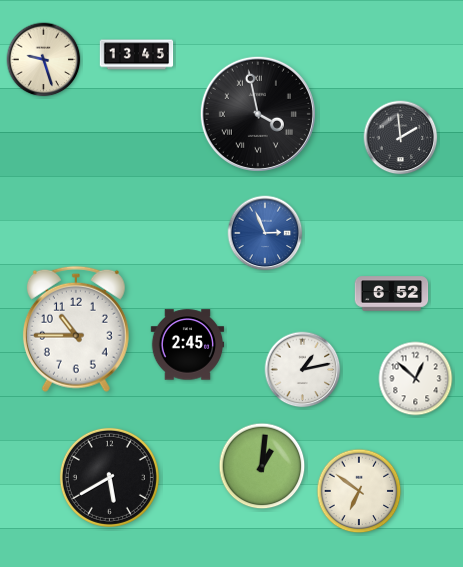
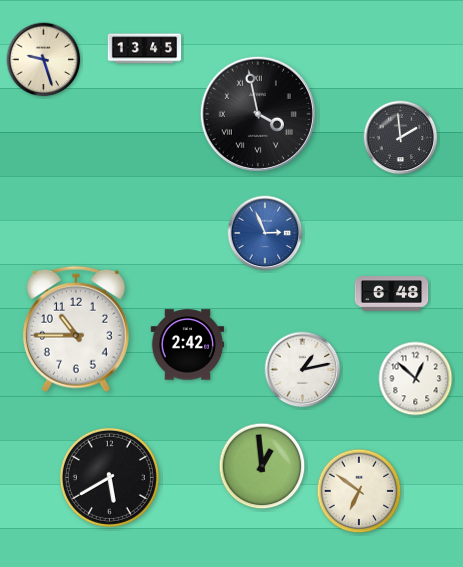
clock at (137, 55) position: (137, 55) -> (145, 49)
clock at (392, 294): 6:52 -> 6:48
clock at (188, 345): 2:45 -> 2:42
clock at (262, 466): 1:01 -> 12:59
